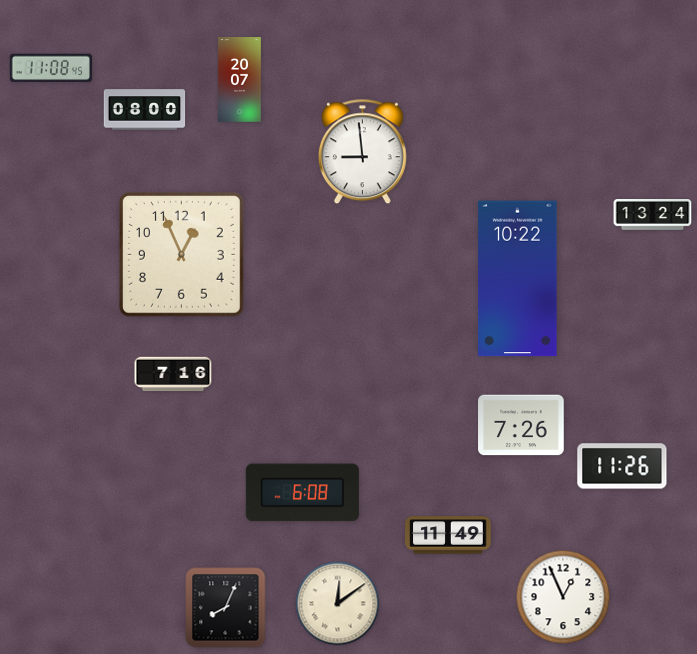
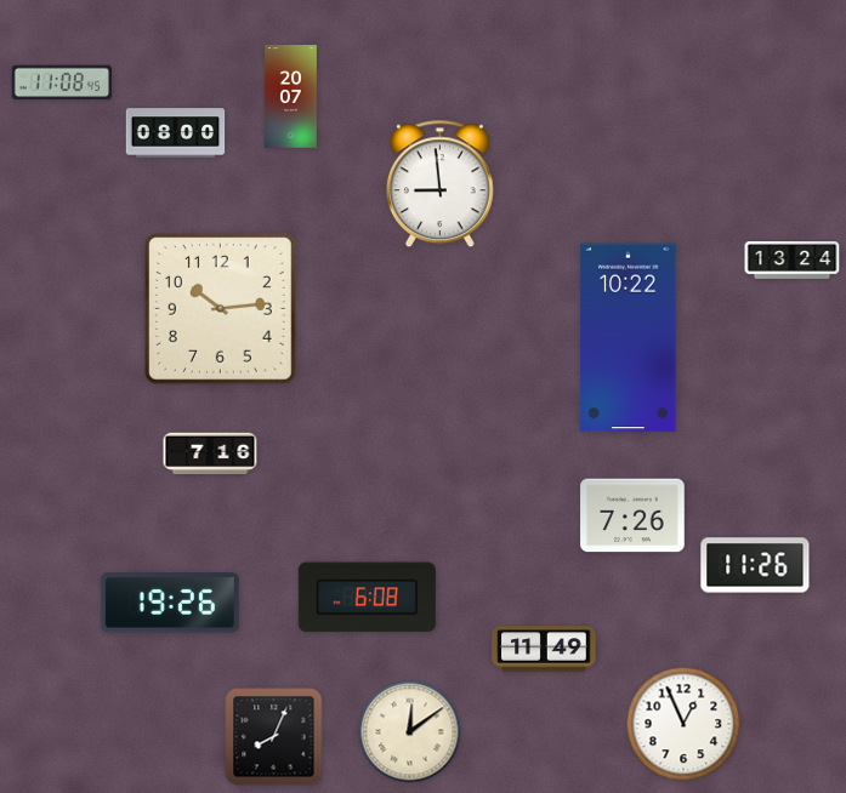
clock at (181, 254): 12:56 -> 10:14
clock at (170, 603): none -> 19:26
